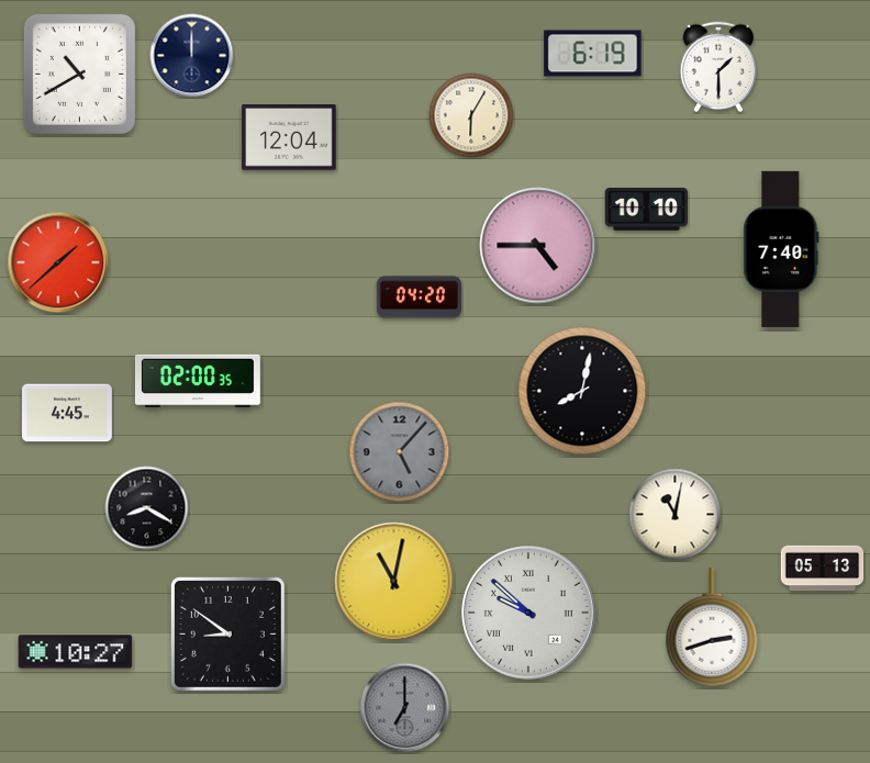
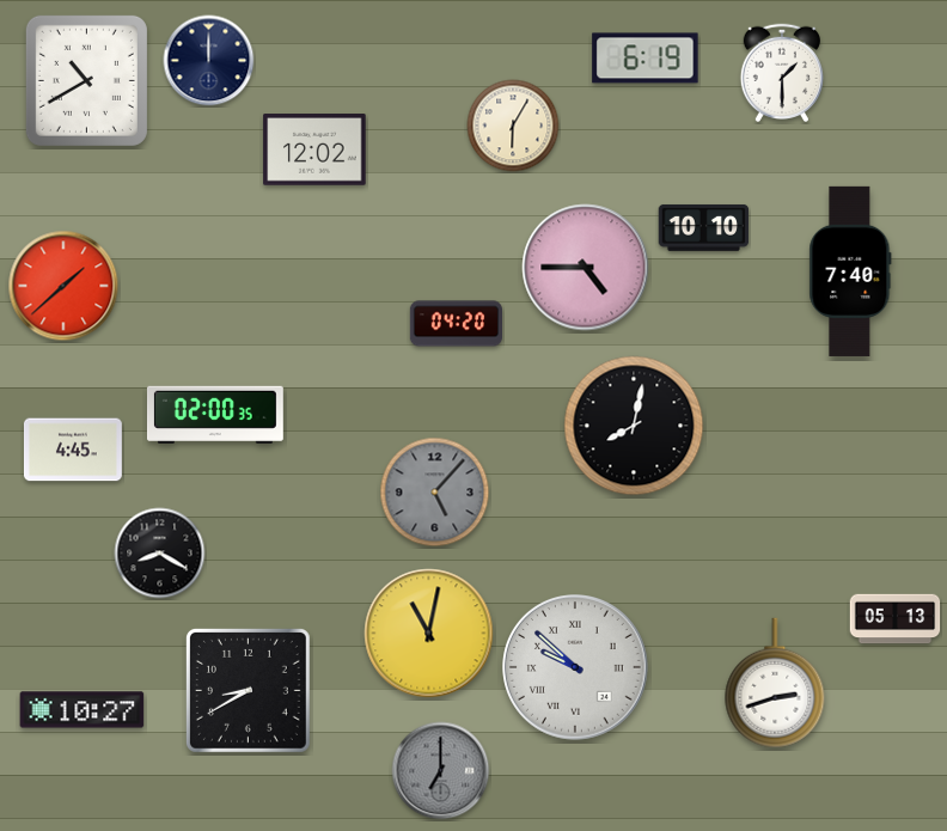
clock at (289, 137): 12:04 -> 12:02
clock at (676, 515): 11:02 -> none
clock at (227, 633): 8:51 -> 8:40
